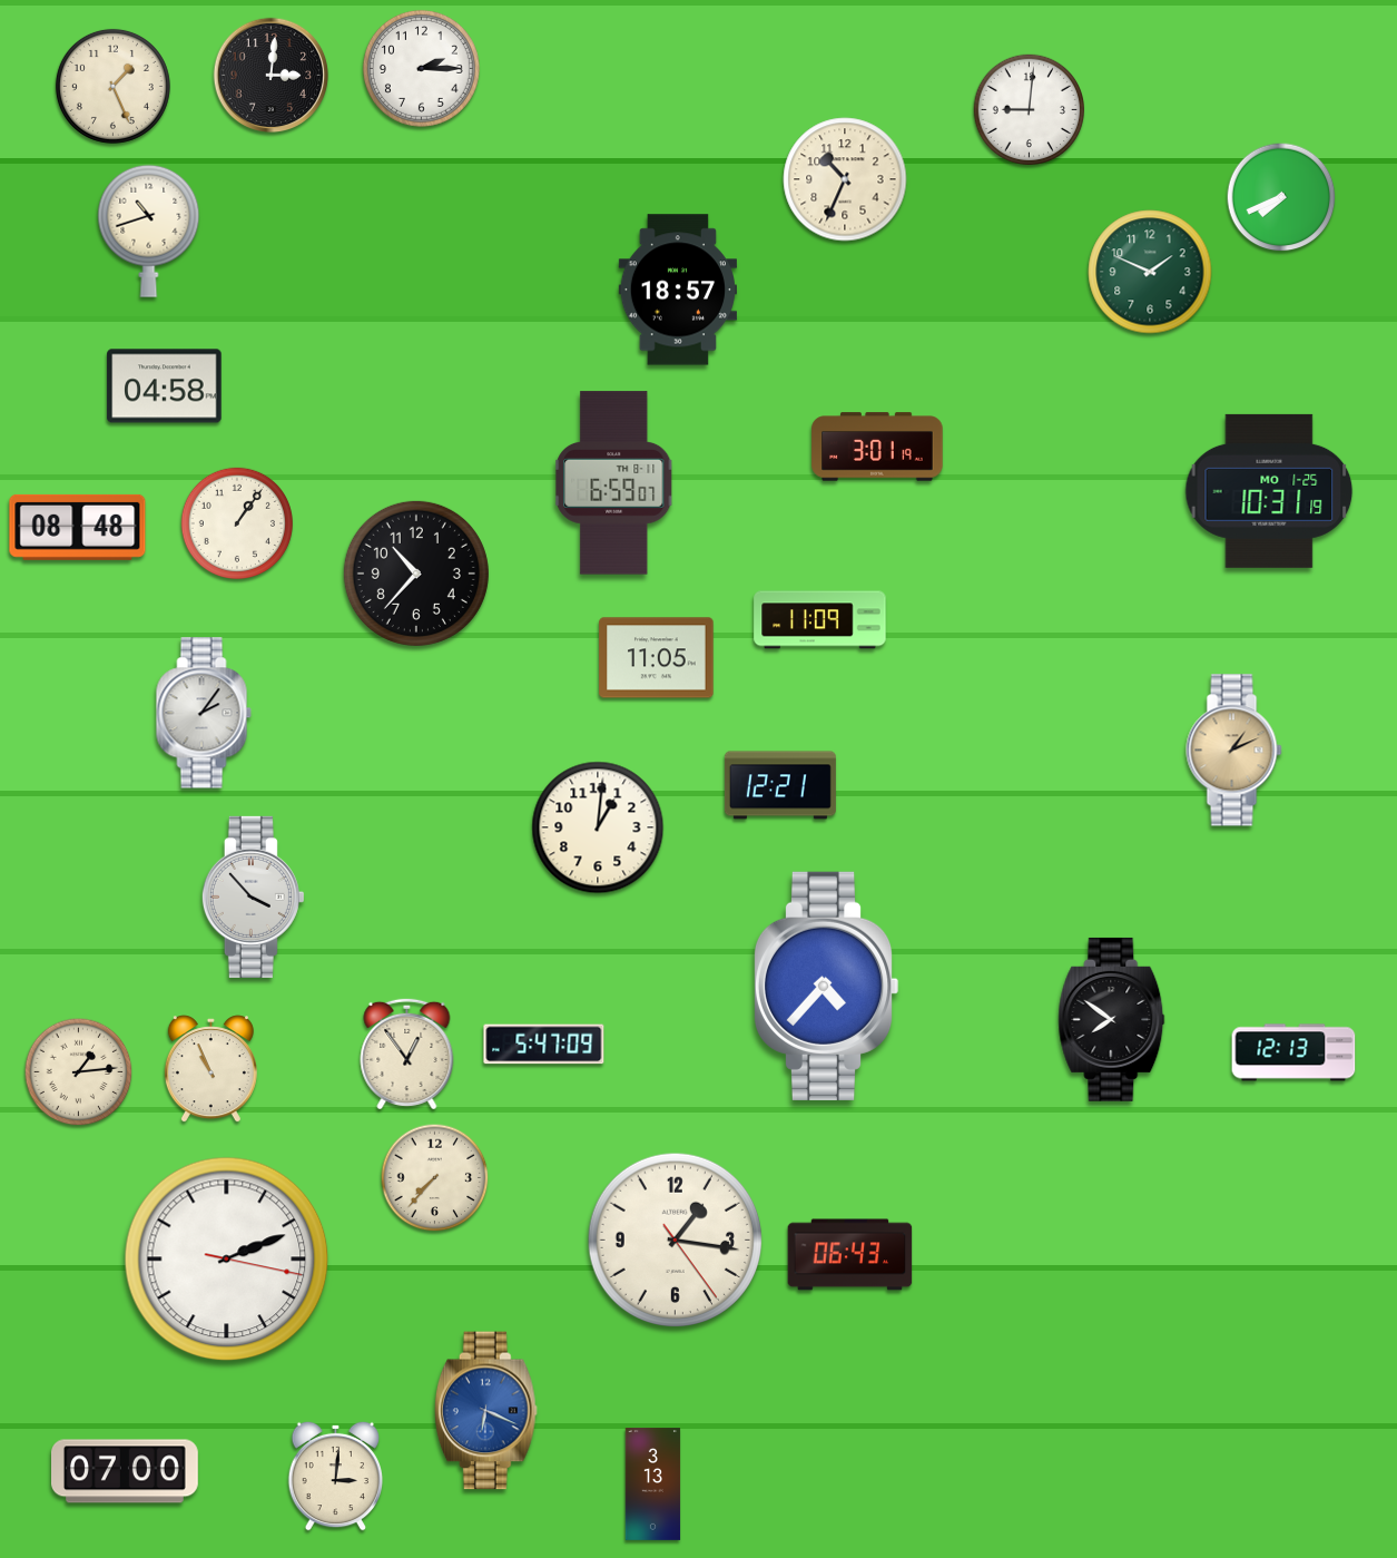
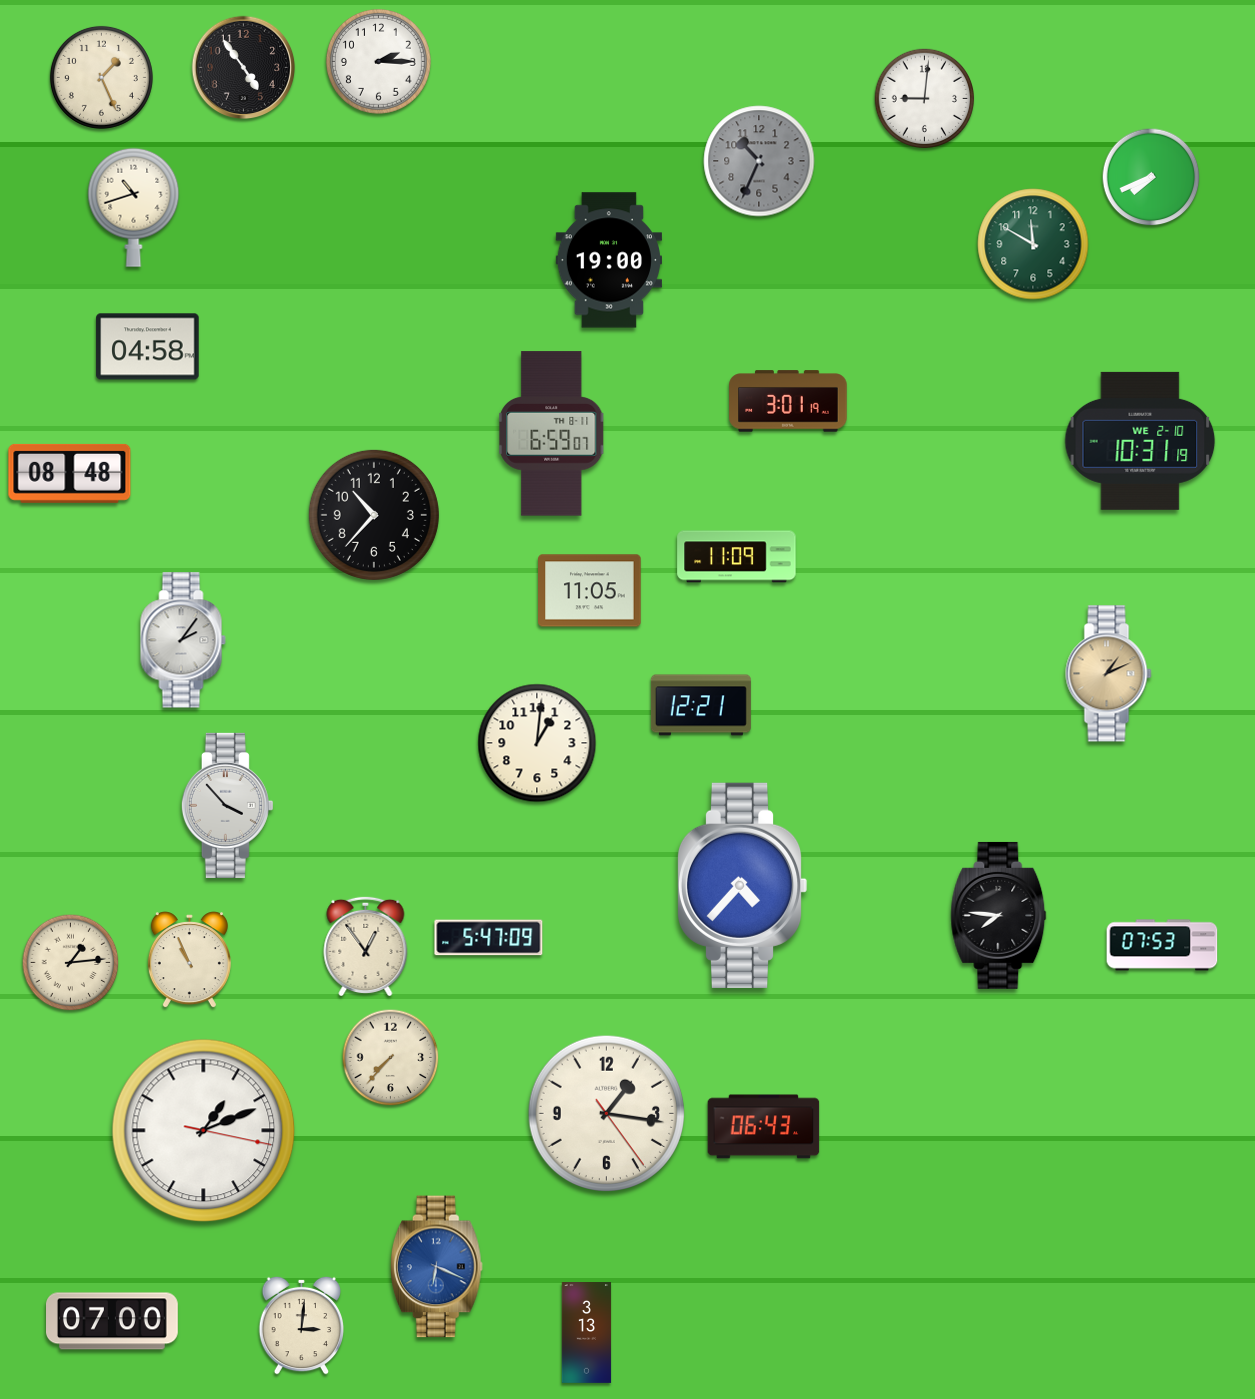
clock at (272, 76): 3:01 -> 4:54
clock at (845, 179) dial: cream -> grey
clock at (1150, 272): 1:49 -> 11:50
clock at (677, 290): 18:57 -> 19:00
clock at (1269, 491) date: MO 1-25 -> WE 2-10
clock at (237, 523): 1:06 -> none
clock at (1112, 1019): 7:51 -> 7:46
clock at (1293, 1052): 12:13 -> 07:53
clock at (227, 1260): 2:11 -> 1:11
